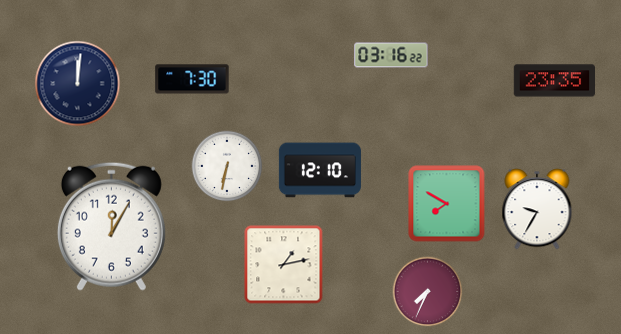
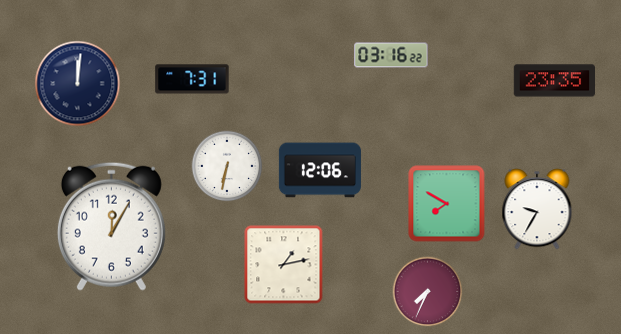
clock at (192, 79): 7:30 -> 7:31
clock at (320, 170): 12:10 -> 12:06
